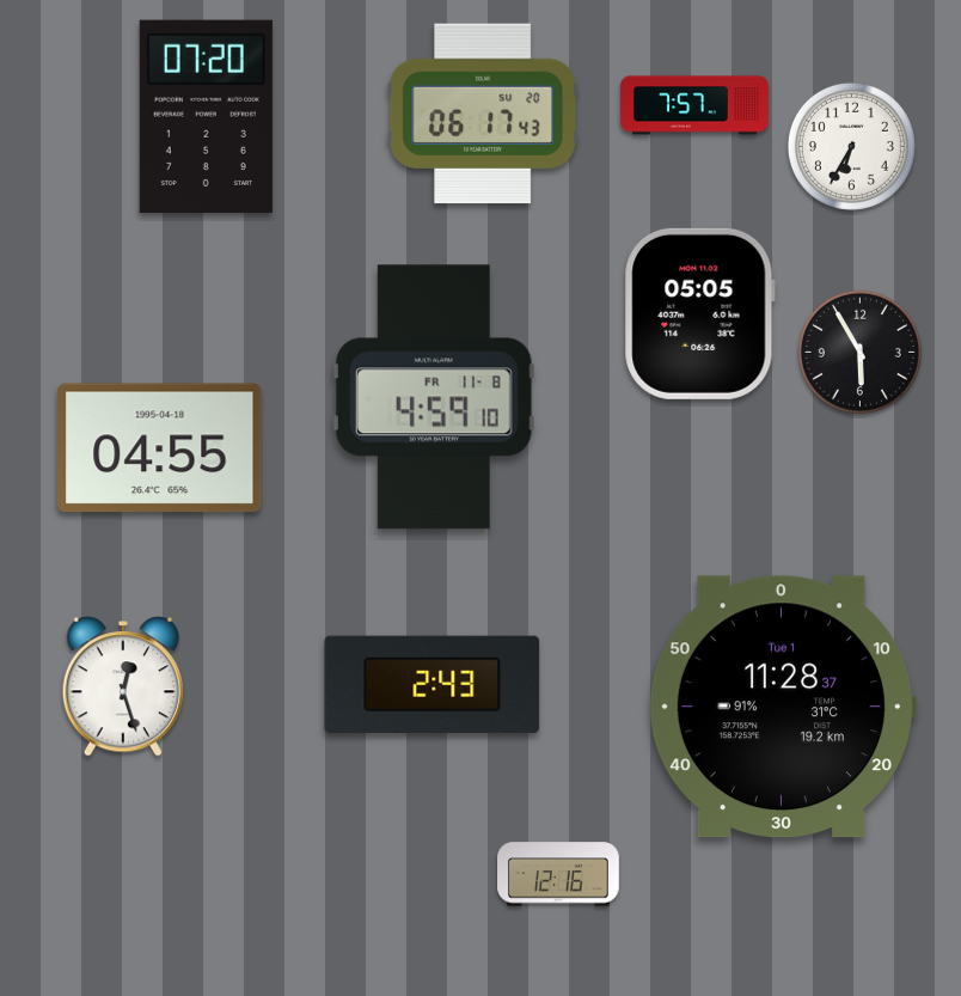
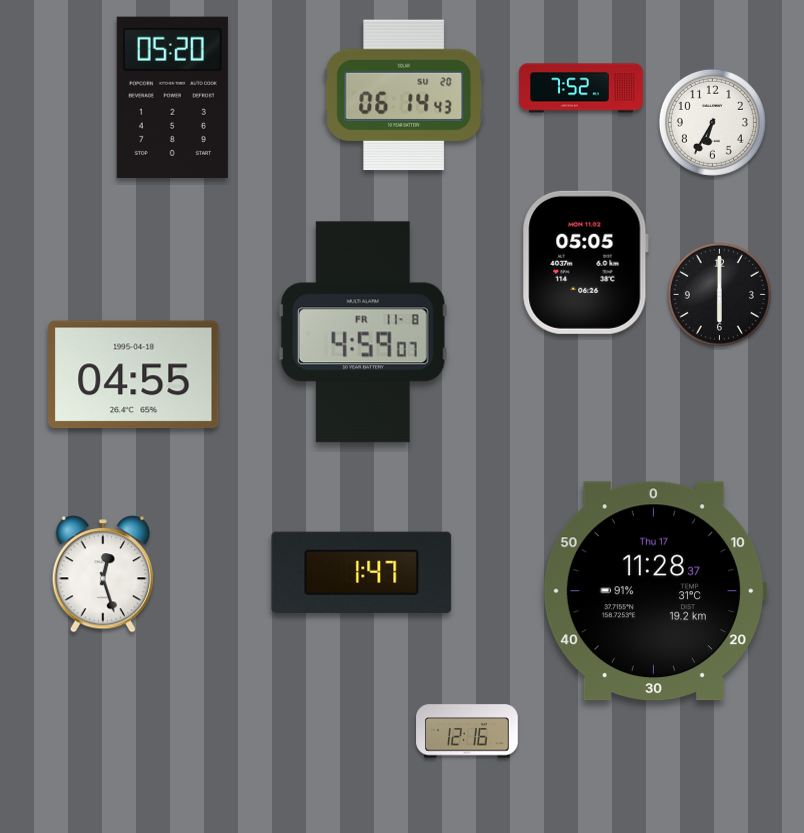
clock at (694, 105): 7:57 -> 7:52
clock at (483, 114): 06:17 -> 06:14
clock at (206, 116): 07:20 -> 05:20
clock at (859, 352): 5:55 -> 6:00
clock at (434, 397): 4:59:10 -> 4:59:07
clock at (433, 684): 2:43 -> 1:47
clock at (782, 707) date: Tue 1 -> Thu 17
